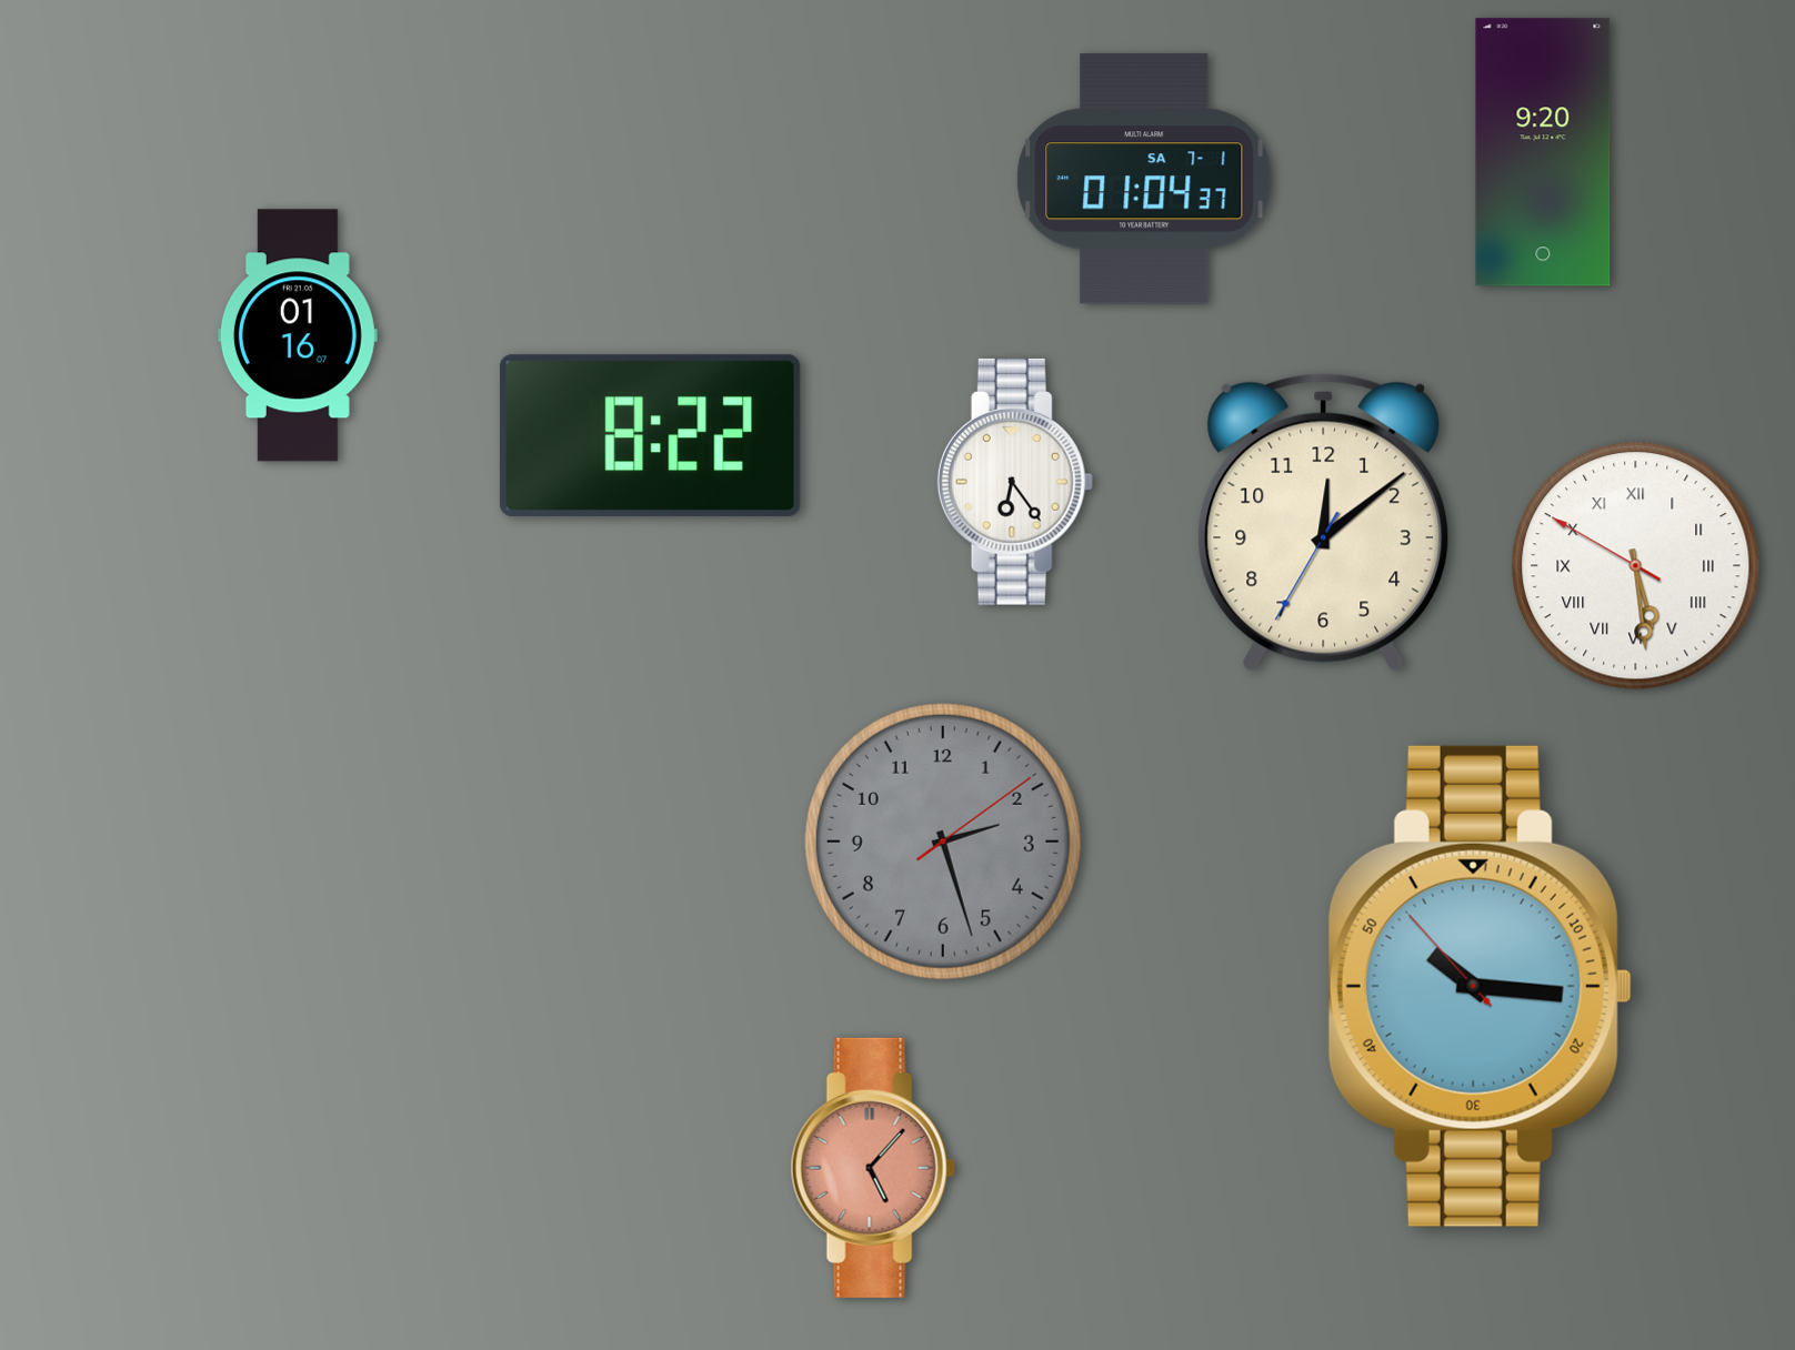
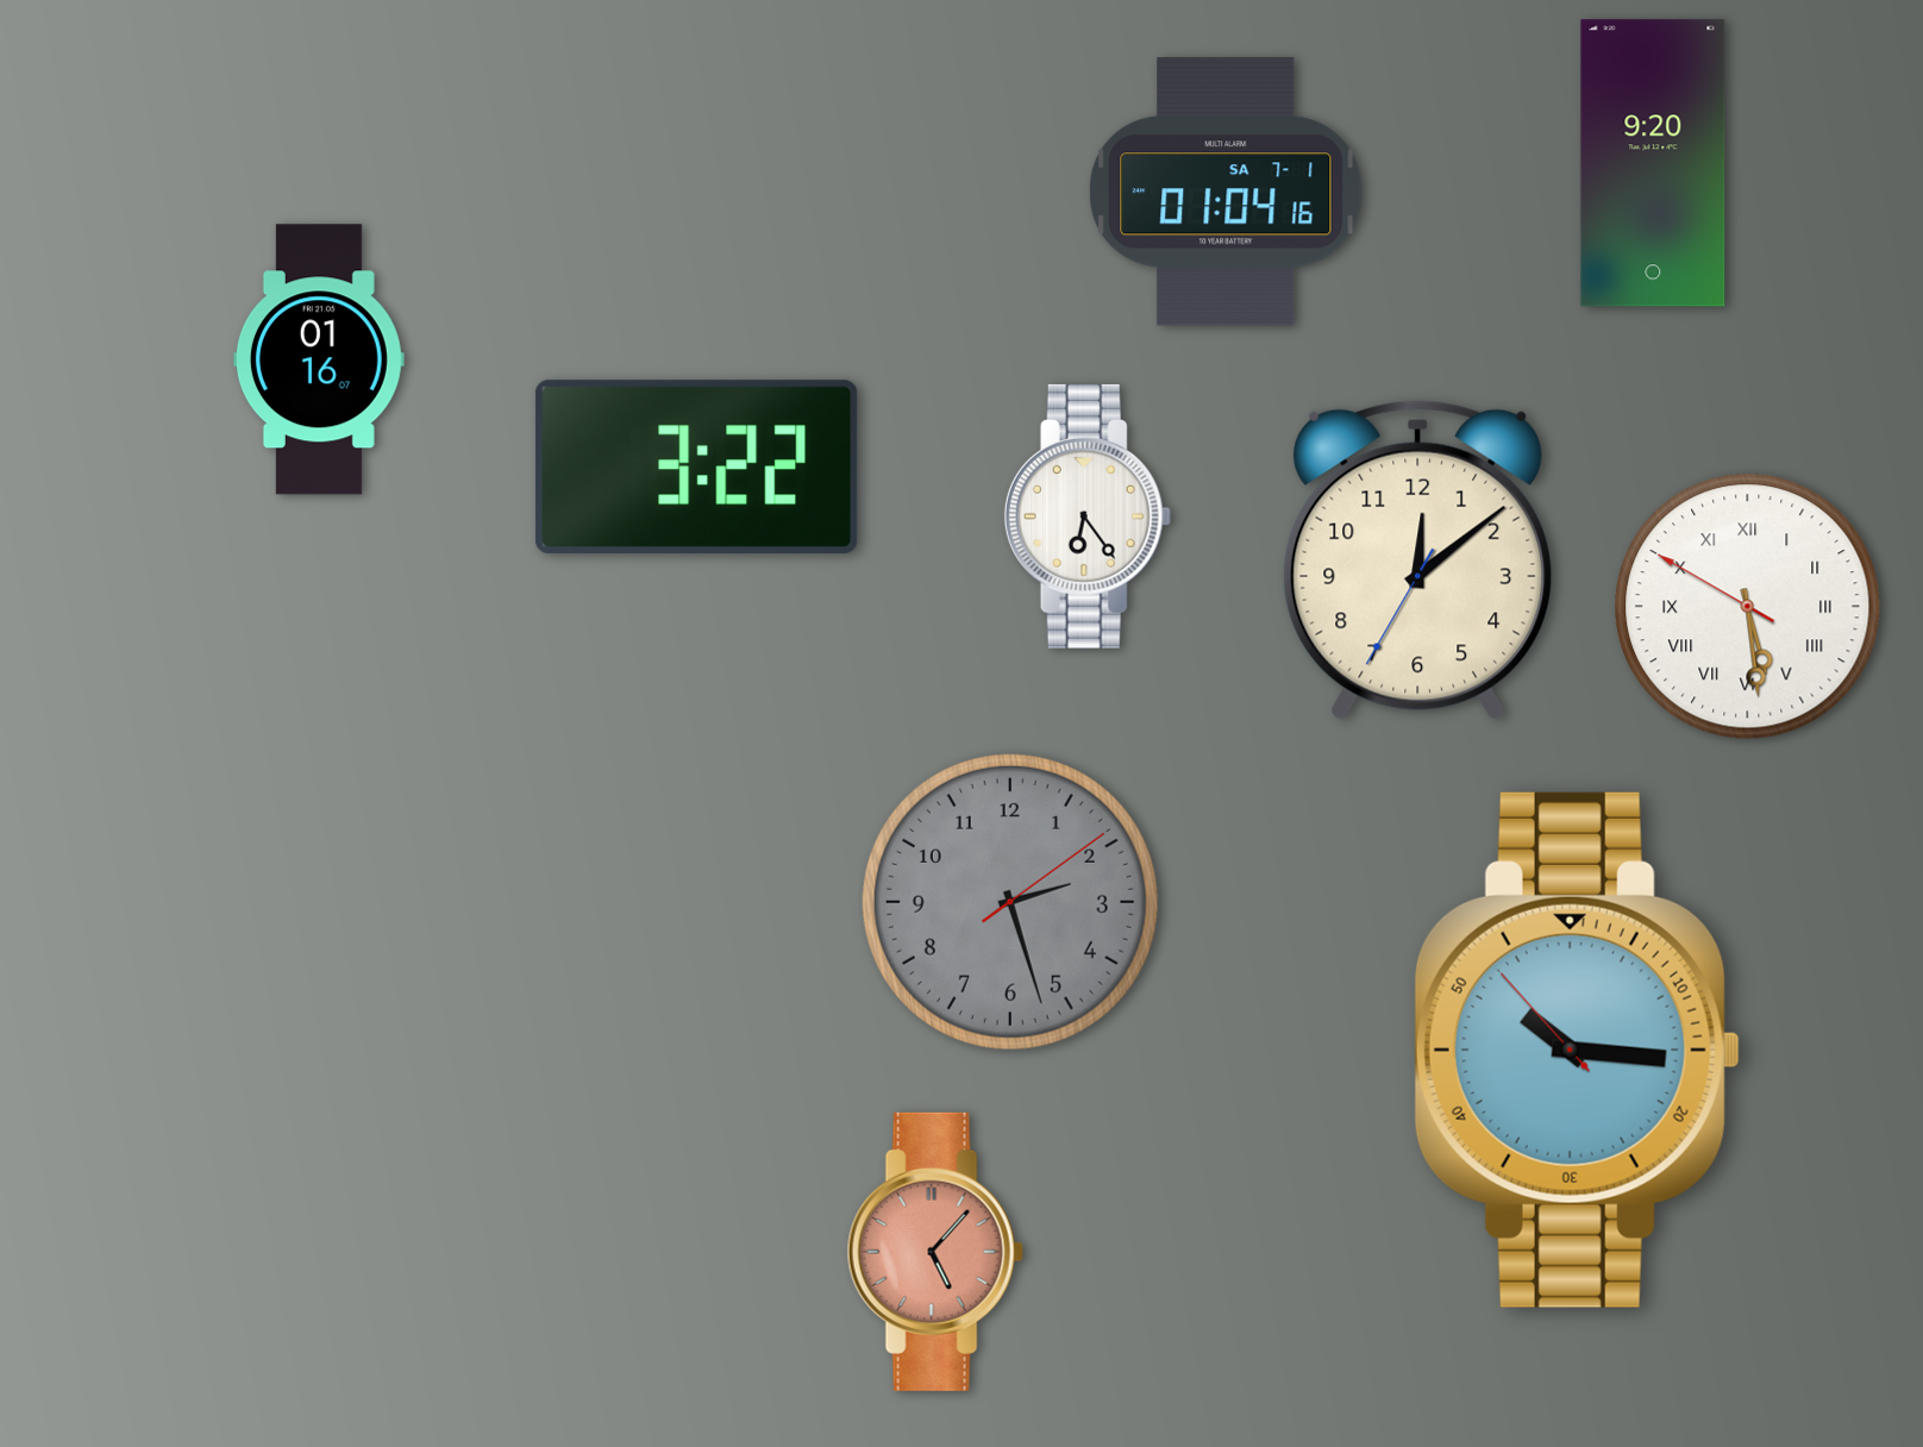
clock at (1144, 179): 01:04:37 -> 01:04:16
clock at (650, 435): 8:22 -> 3:22
clock at (1636, 566) position: (1636, 566) -> (1748, 607)
clock at (1480, 986) position: (1480, 986) -> (1577, 1050)
